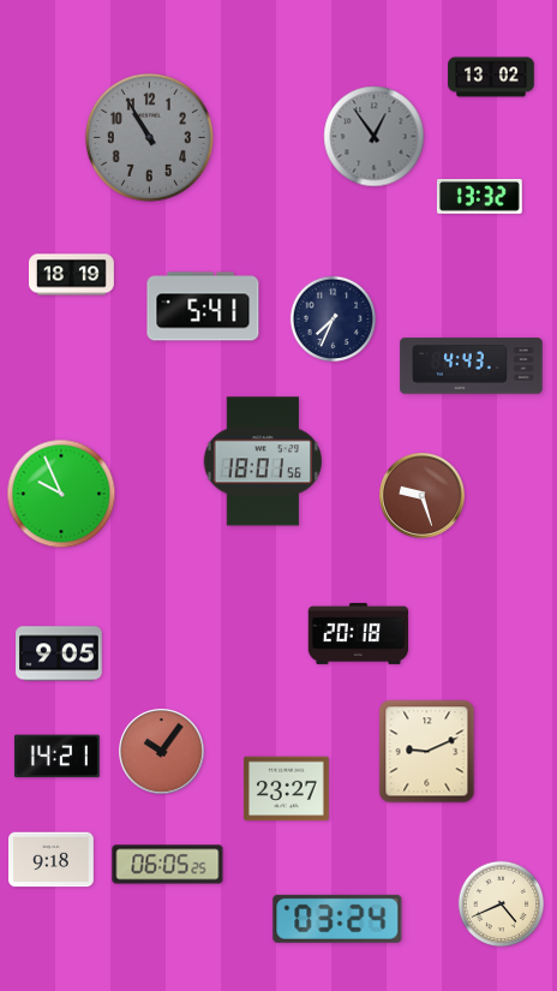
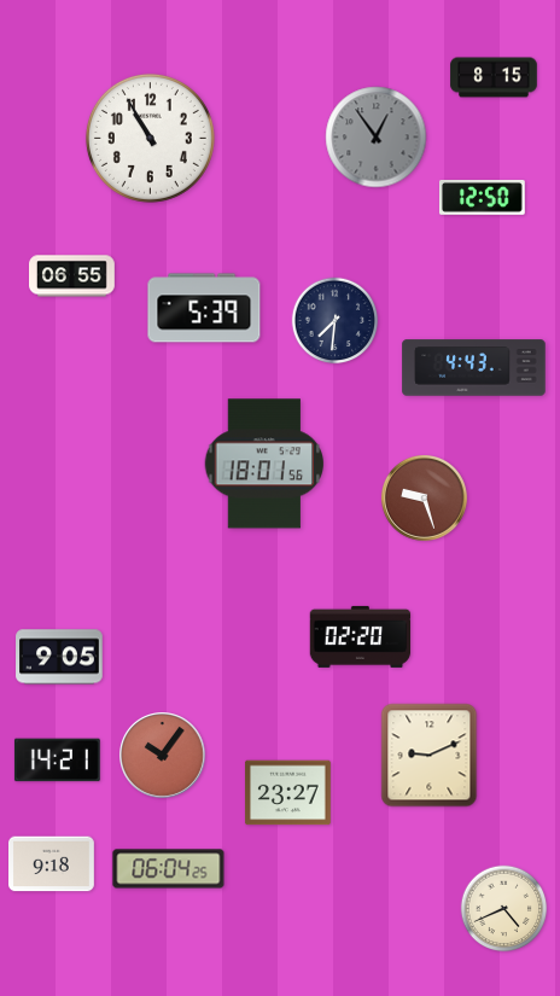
clock at (491, 77): 13:02 -> 8:15
clock at (149, 137) dial: grey -> white
clock at (479, 197): 13:32 -> 12:50
clock at (72, 275): 18:19 -> 06:55
clock at (203, 306): 5:41 -> 5:39
clock at (334, 320): 7:34 -> 7:31
clock at (61, 494): 9:56 -> none
clock at (359, 633): 20:18 -> 02:20
clock at (168, 865): 06:05 -> 06:04
clock at (337, 919): 03:24 -> none
